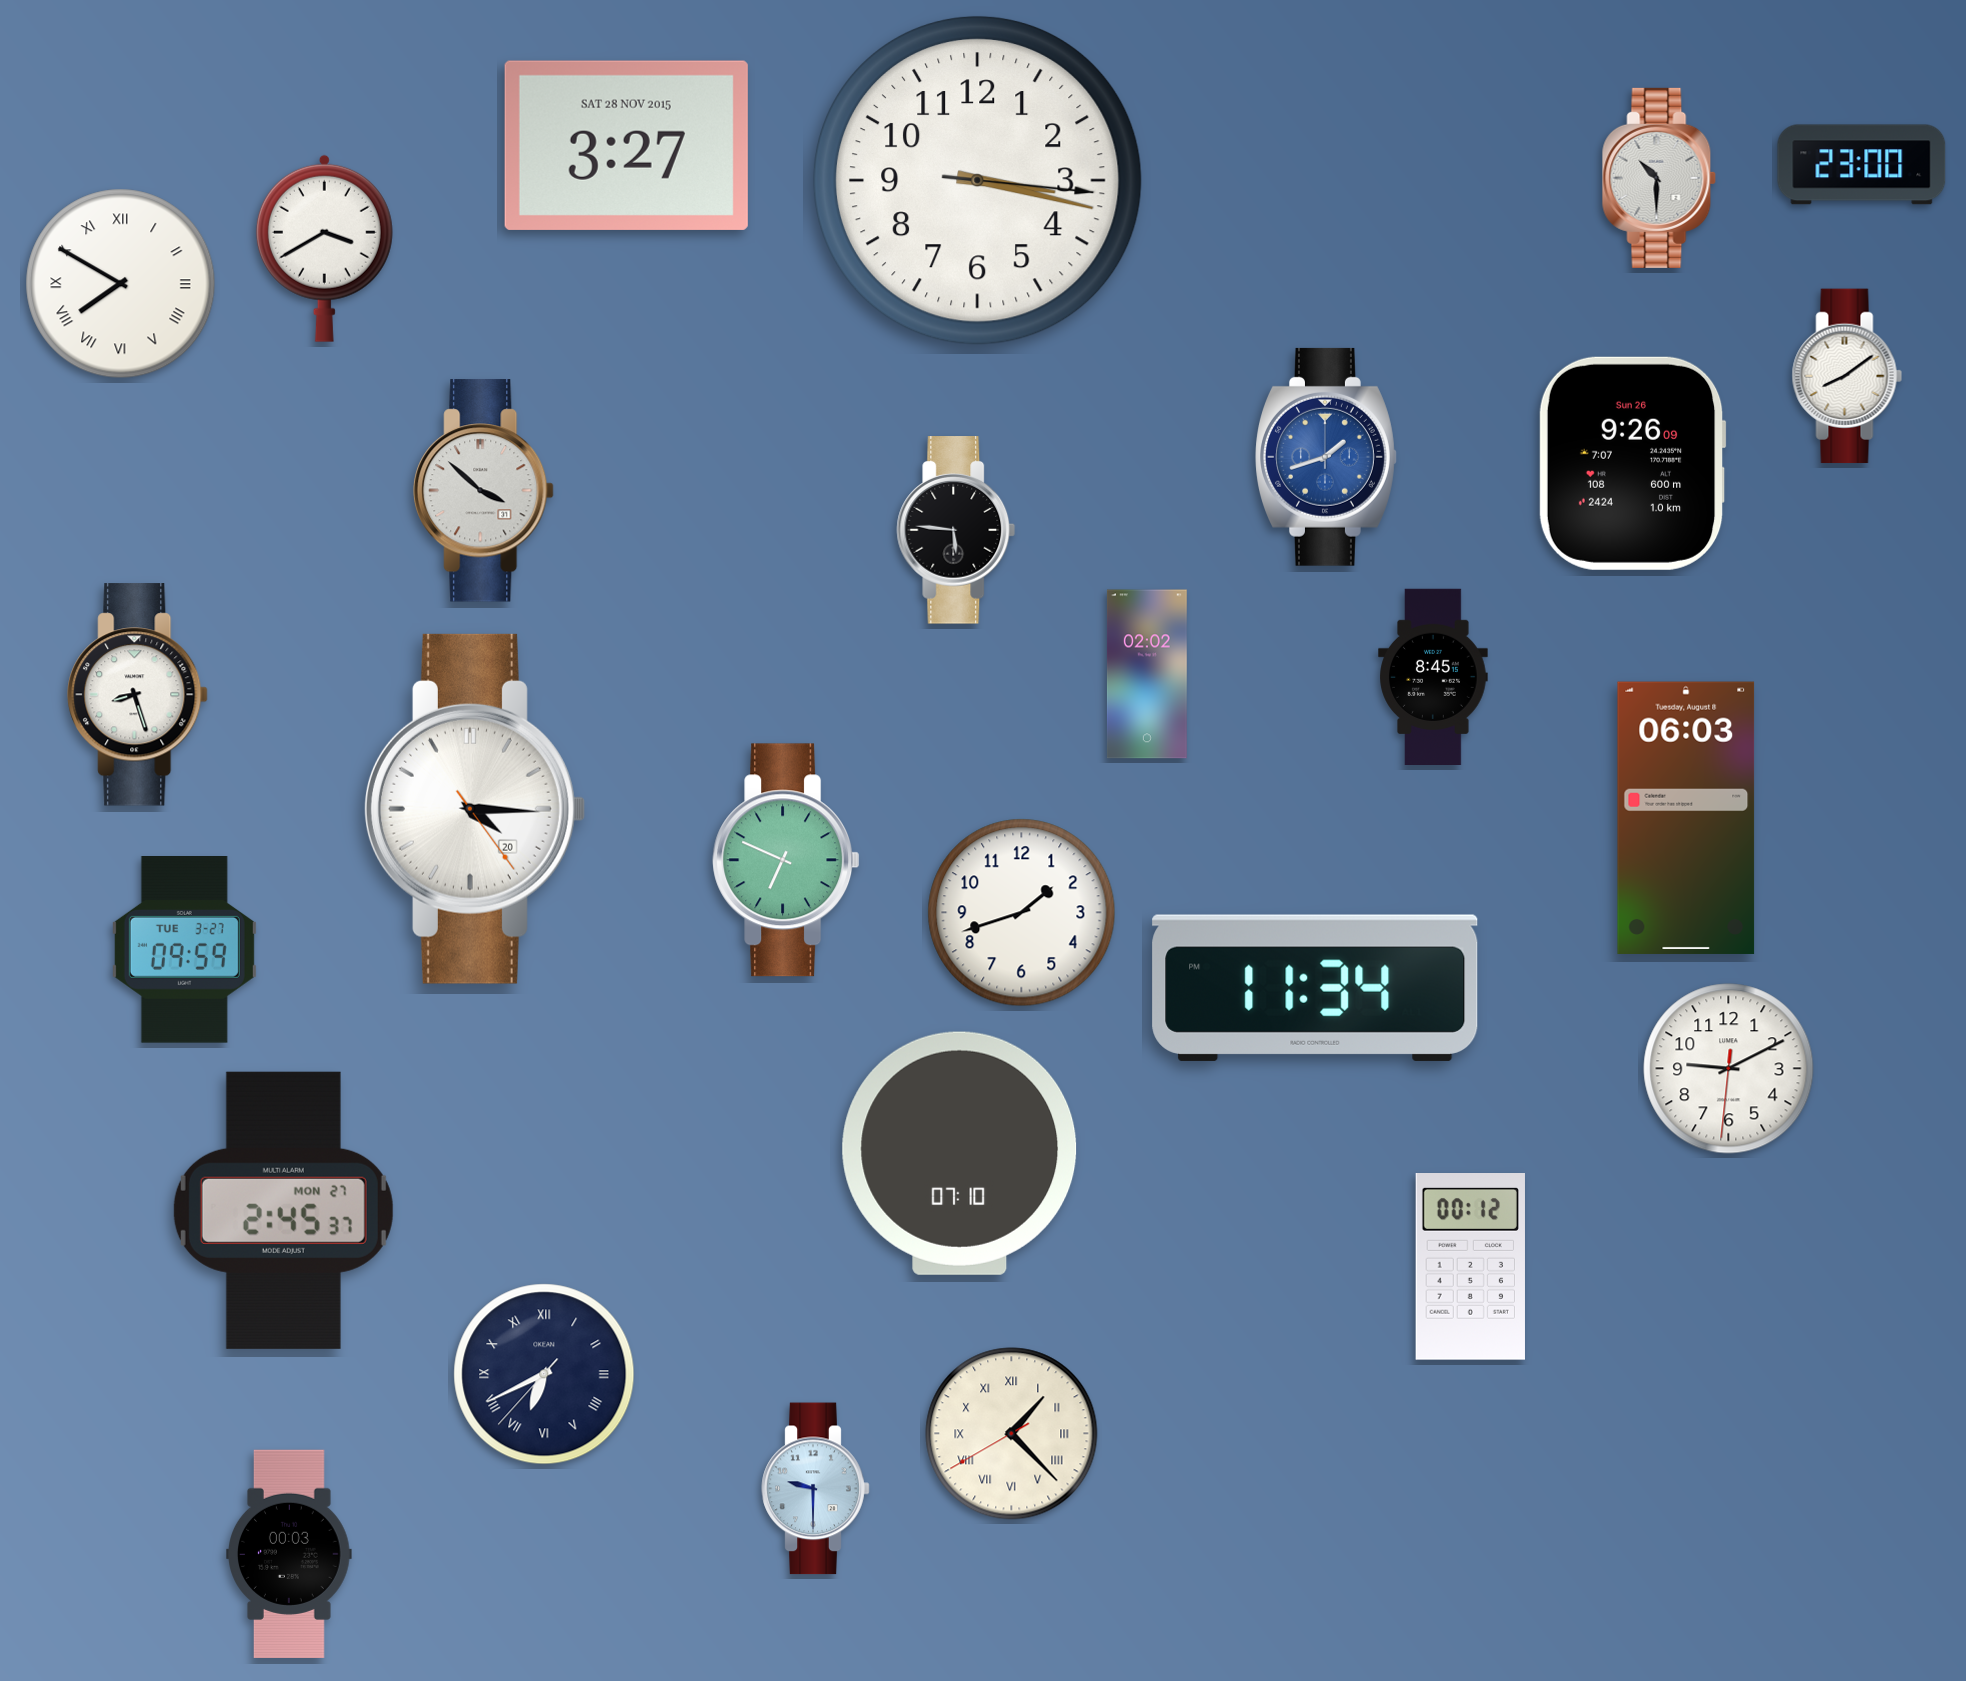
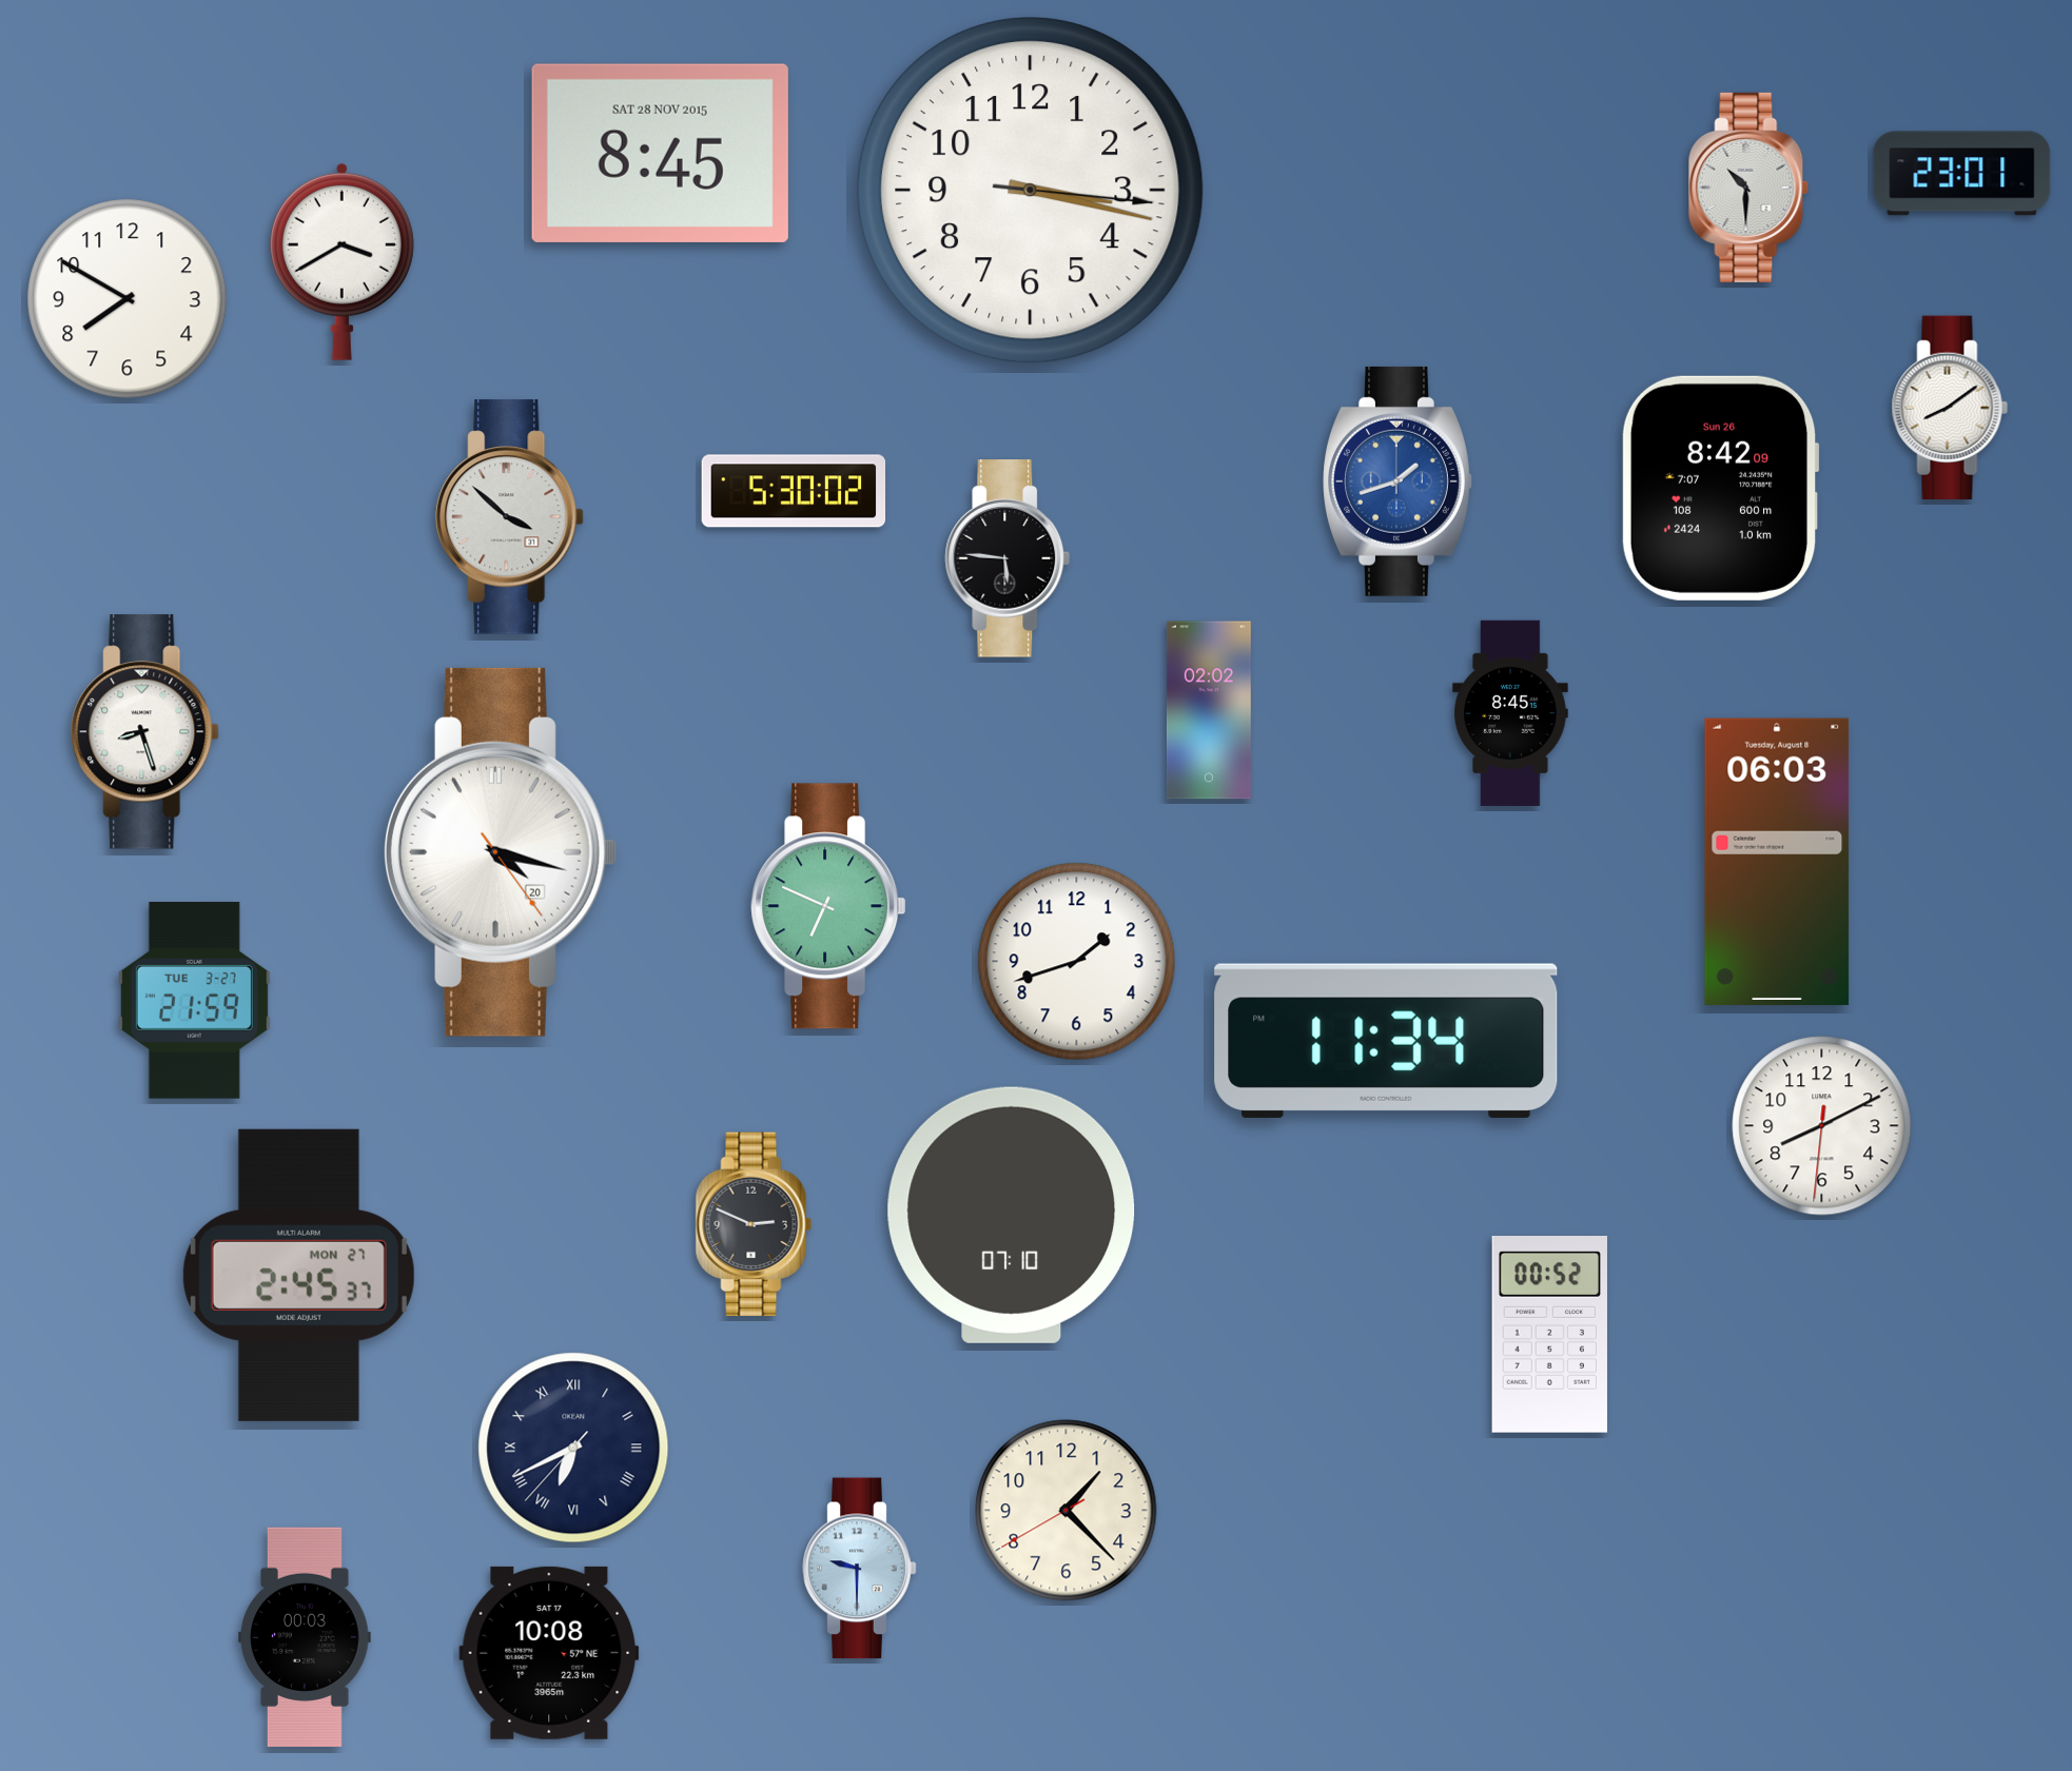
clock at (626, 145): 3:27 -> 8:45
clock at (1862, 165): 23:00 -> 23:01
clock at (121, 284) numerals: Roman -> Arabic
clock at (1847, 376) position: (1847, 376) -> (1950, 408)
clock at (1632, 463): 9:26 -> 8:42
clock at (794, 491): none -> 5:30
clock at (474, 809): 4:15 -> 4:17
clock at (184, 950): 09:59 -> 21:59
clock at (1729, 1069): 9:10 -> 8:10
clock at (754, 1224): none -> 2:49
clock at (1470, 1267): 00:12 -> 00:52
clock at (1012, 1434) numerals: Roman -> Arabic
clock at (549, 1653): none -> 10:08
